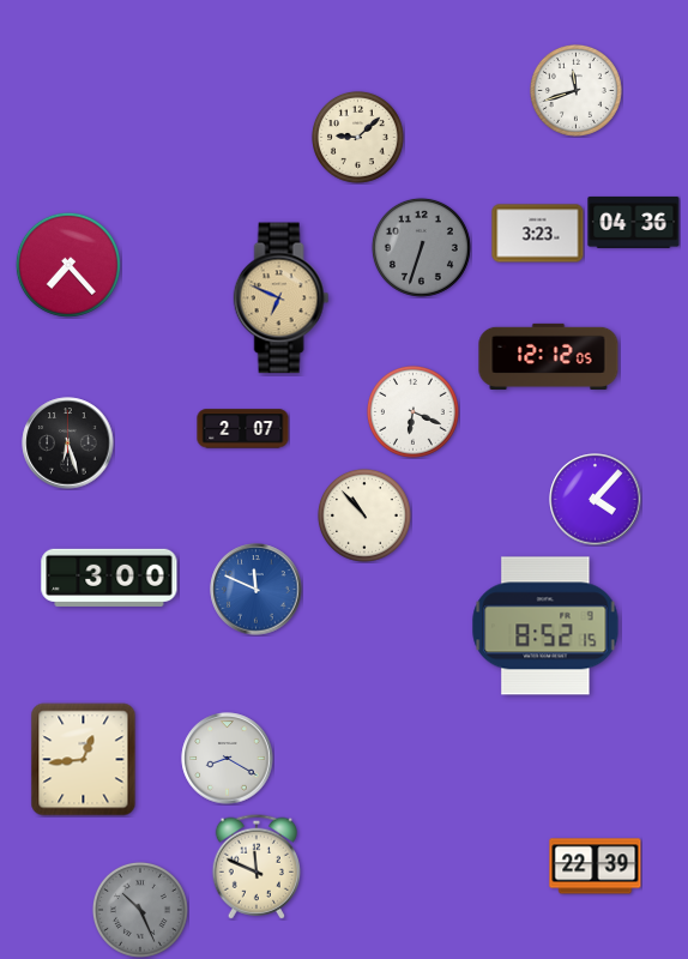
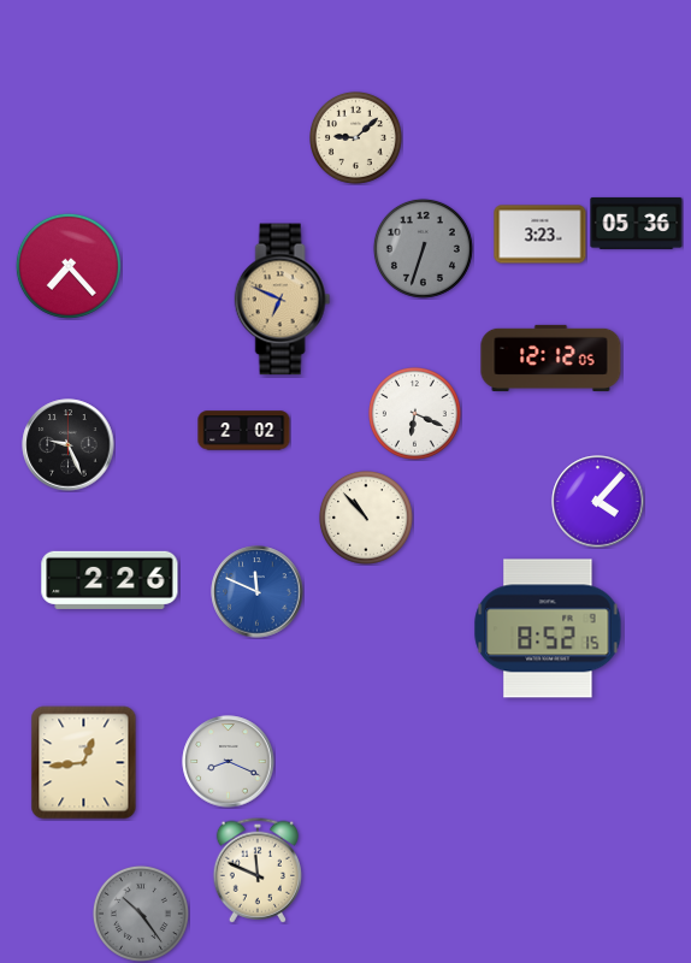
clock at (577, 91): 11:42 -> none
clock at (358, 138) position: (358, 138) -> (356, 138)
clock at (634, 222): 04:36 -> 05:36
clock at (243, 429): 2:07 -> 2:02
clock at (68, 444): 6:27 -> 9:26
clock at (109, 578): 3:00 -> 2:26
clock at (228, 759): 8:20 -> 8:19
clock at (596, 867): 22:39 -> none
clock at (140, 910): 10:26 -> 10:24
